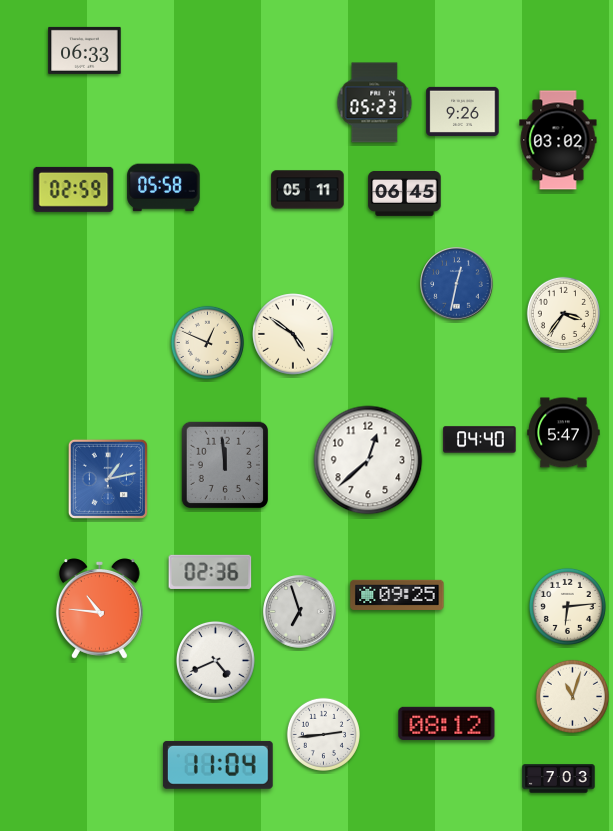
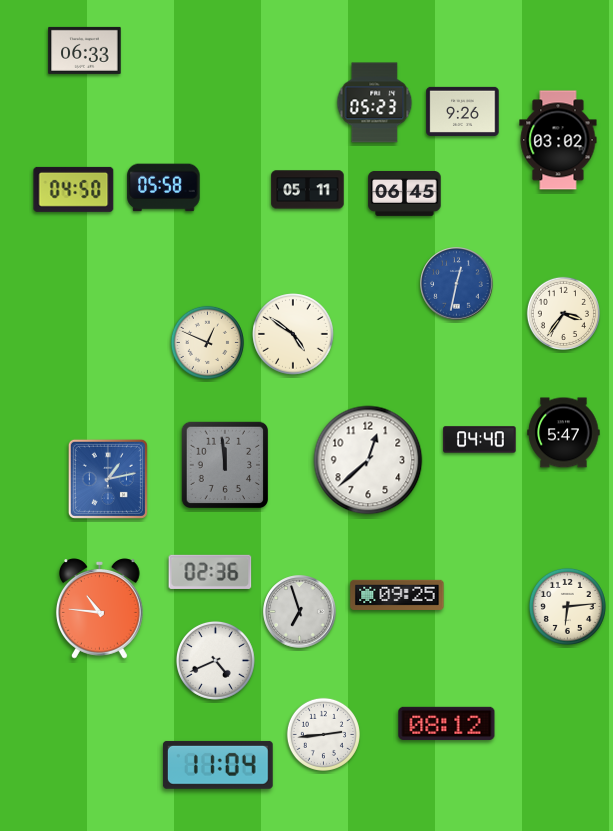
clock at (74, 189): 02:59 -> 04:50
clock at (572, 696): 11:03 -> none
clock at (559, 779): 7:03 -> none
